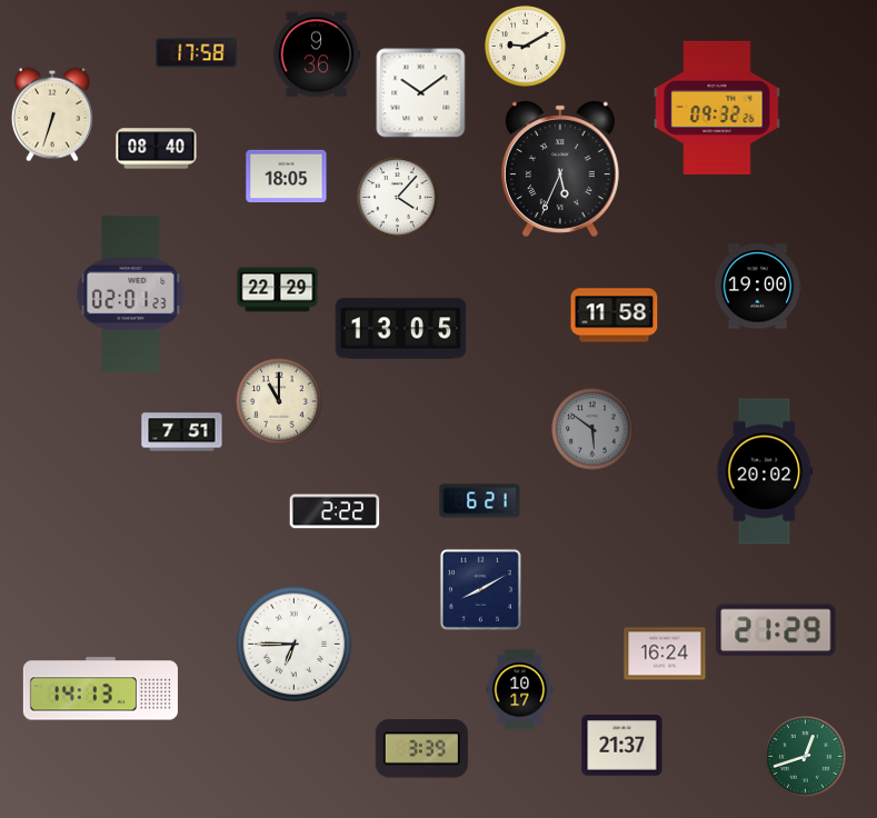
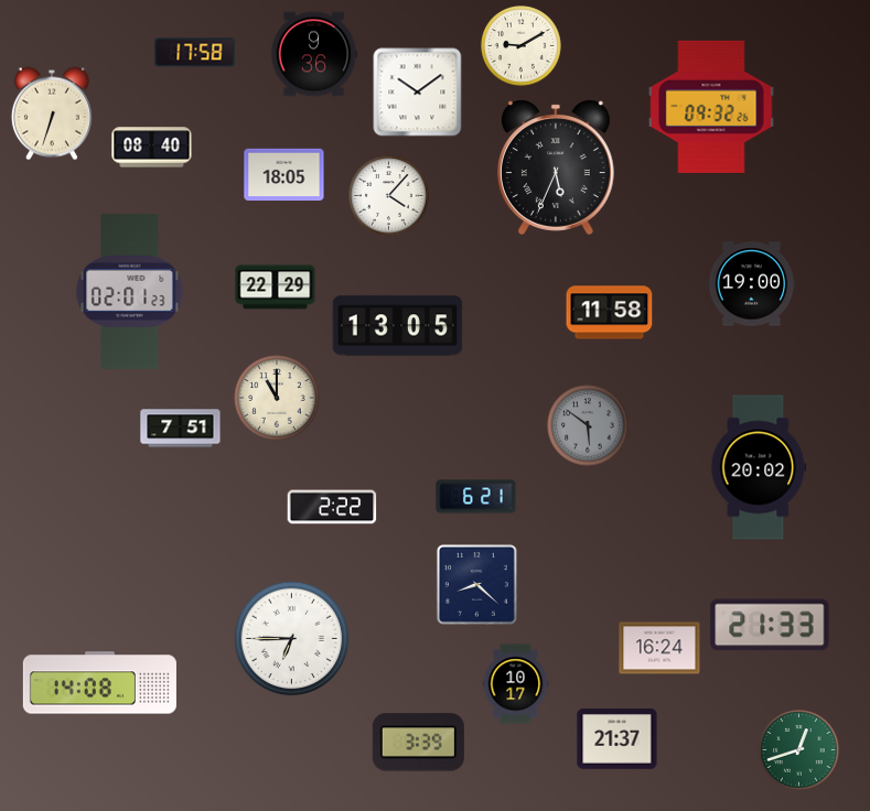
clock at (157, 149) position: (157, 149) -> (152, 148)
clock at (398, 198) position: (398, 198) -> (389, 196)
clock at (480, 589): 8:10 -> 8:22
clock at (776, 630): 21:29 -> 21:33
clock at (100, 689): 14:13 -> 14:08
